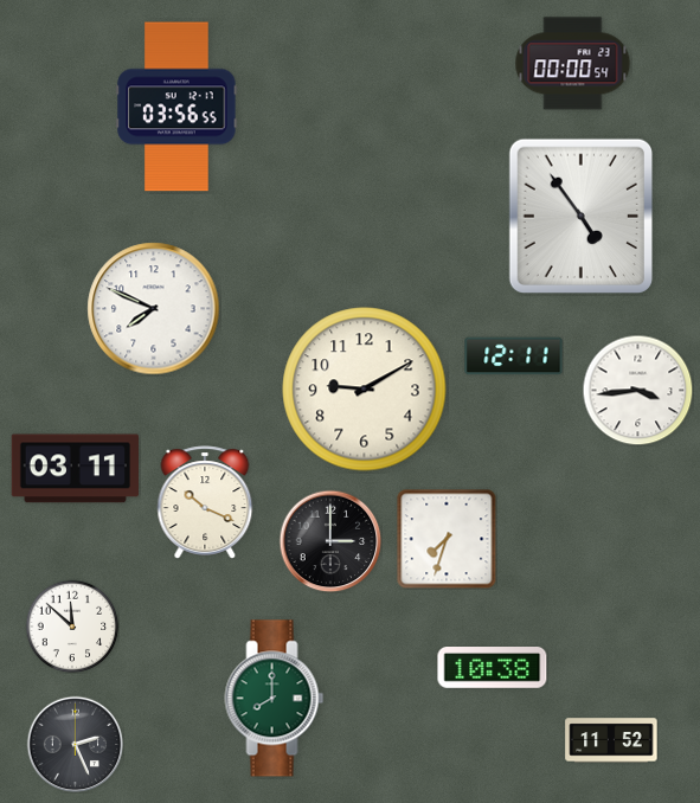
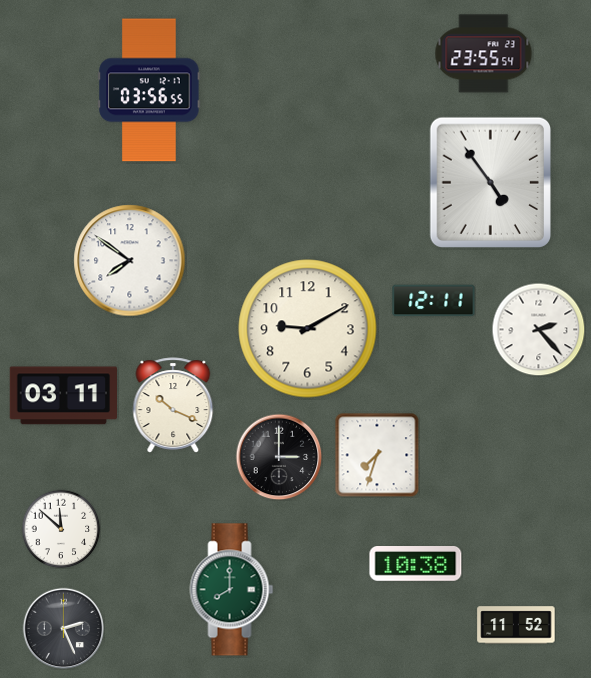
clock at (573, 64): 00:00 -> 23:55
clock at (154, 309): 7:49 -> 7:51
clock at (637, 390): 3:44 -> 2:23
clock at (205, 502) position: (205, 502) -> (173, 405)
